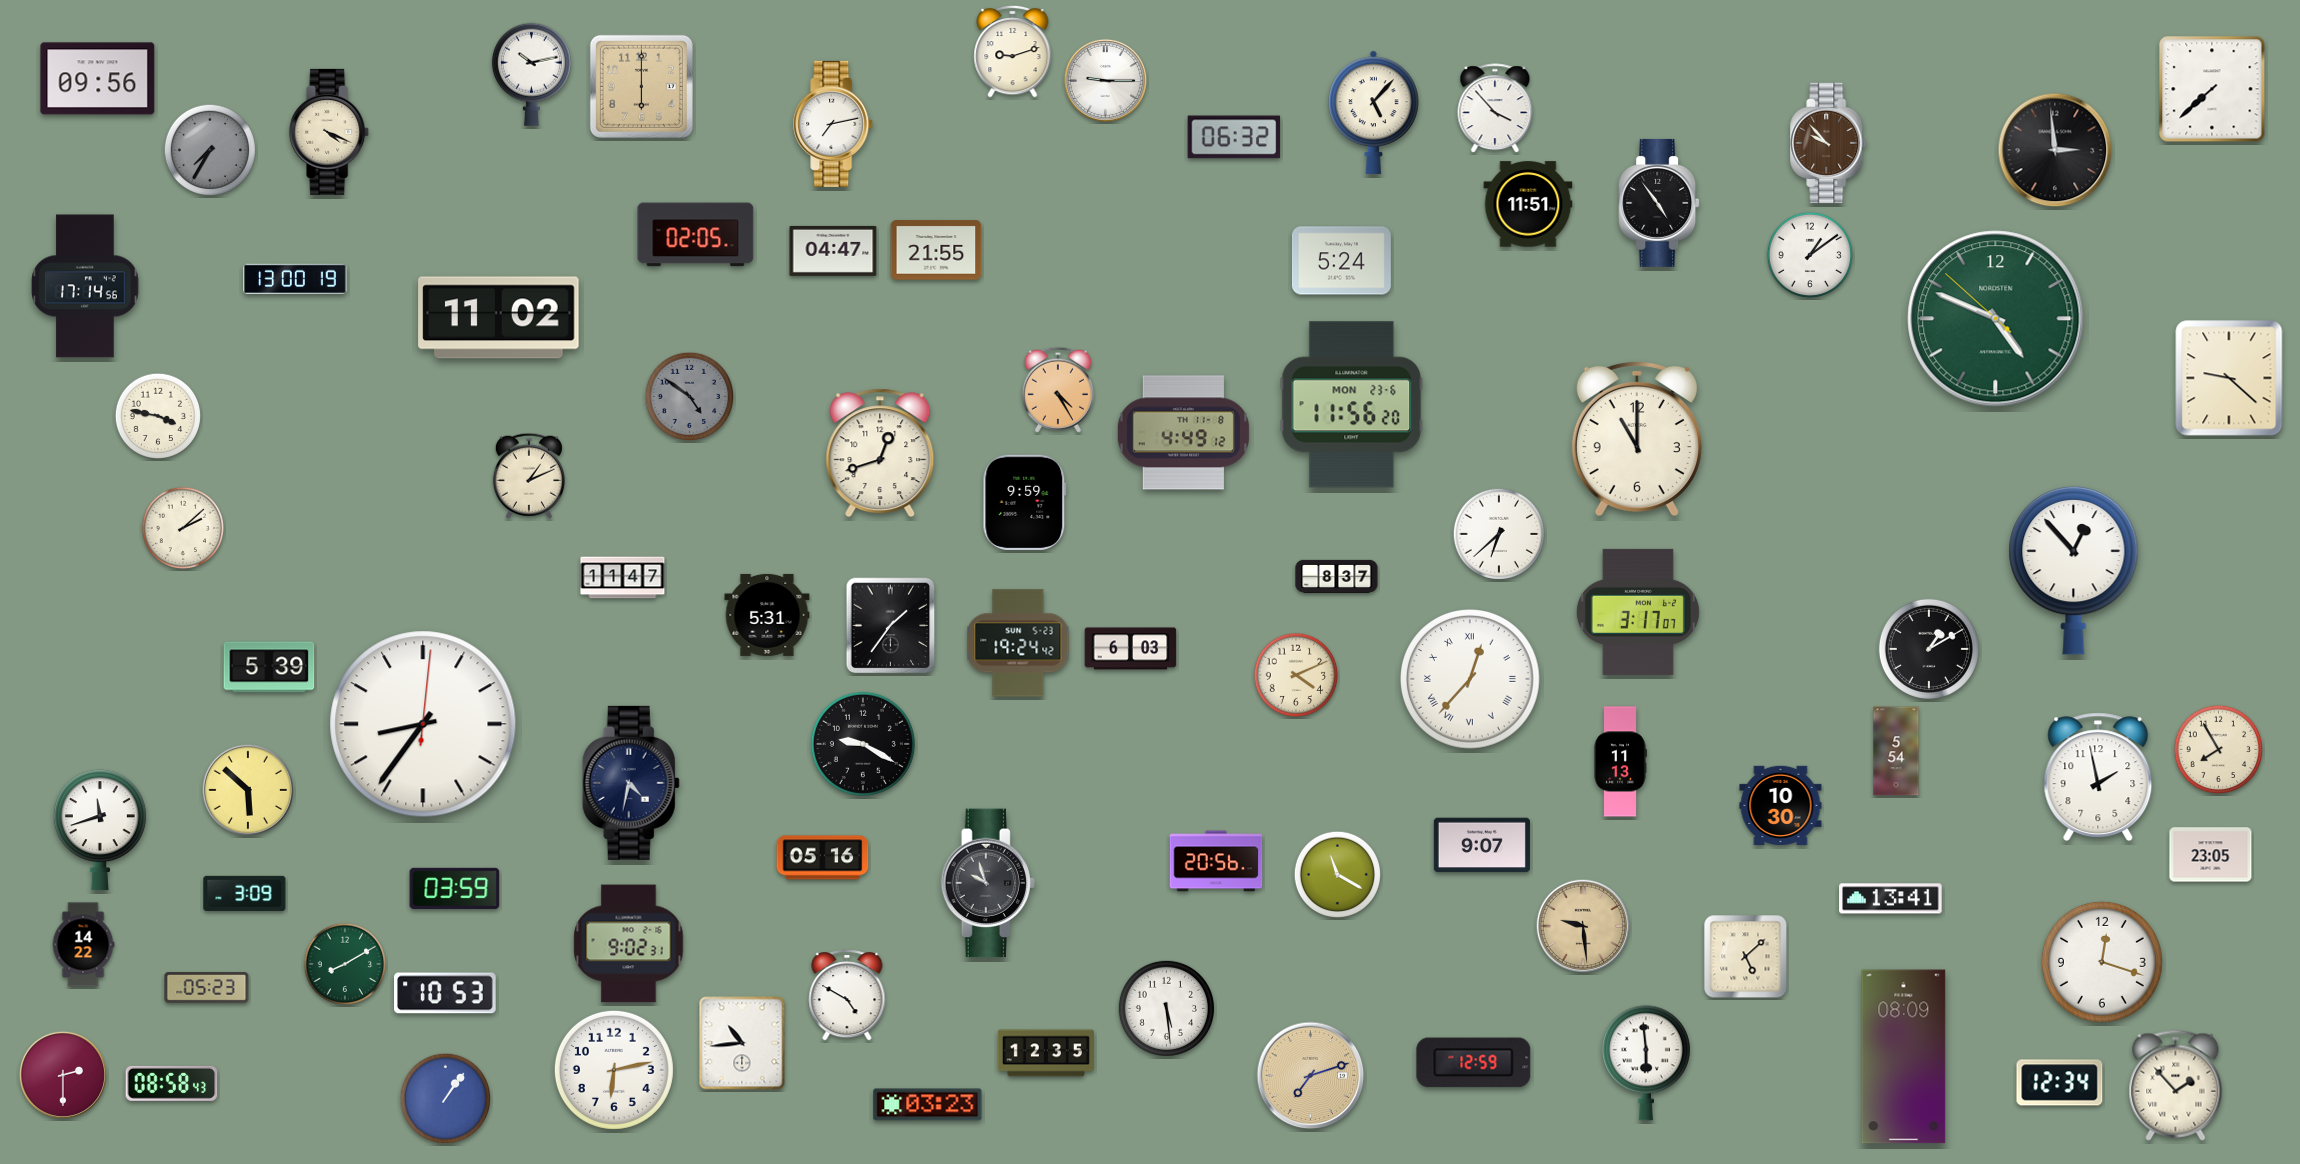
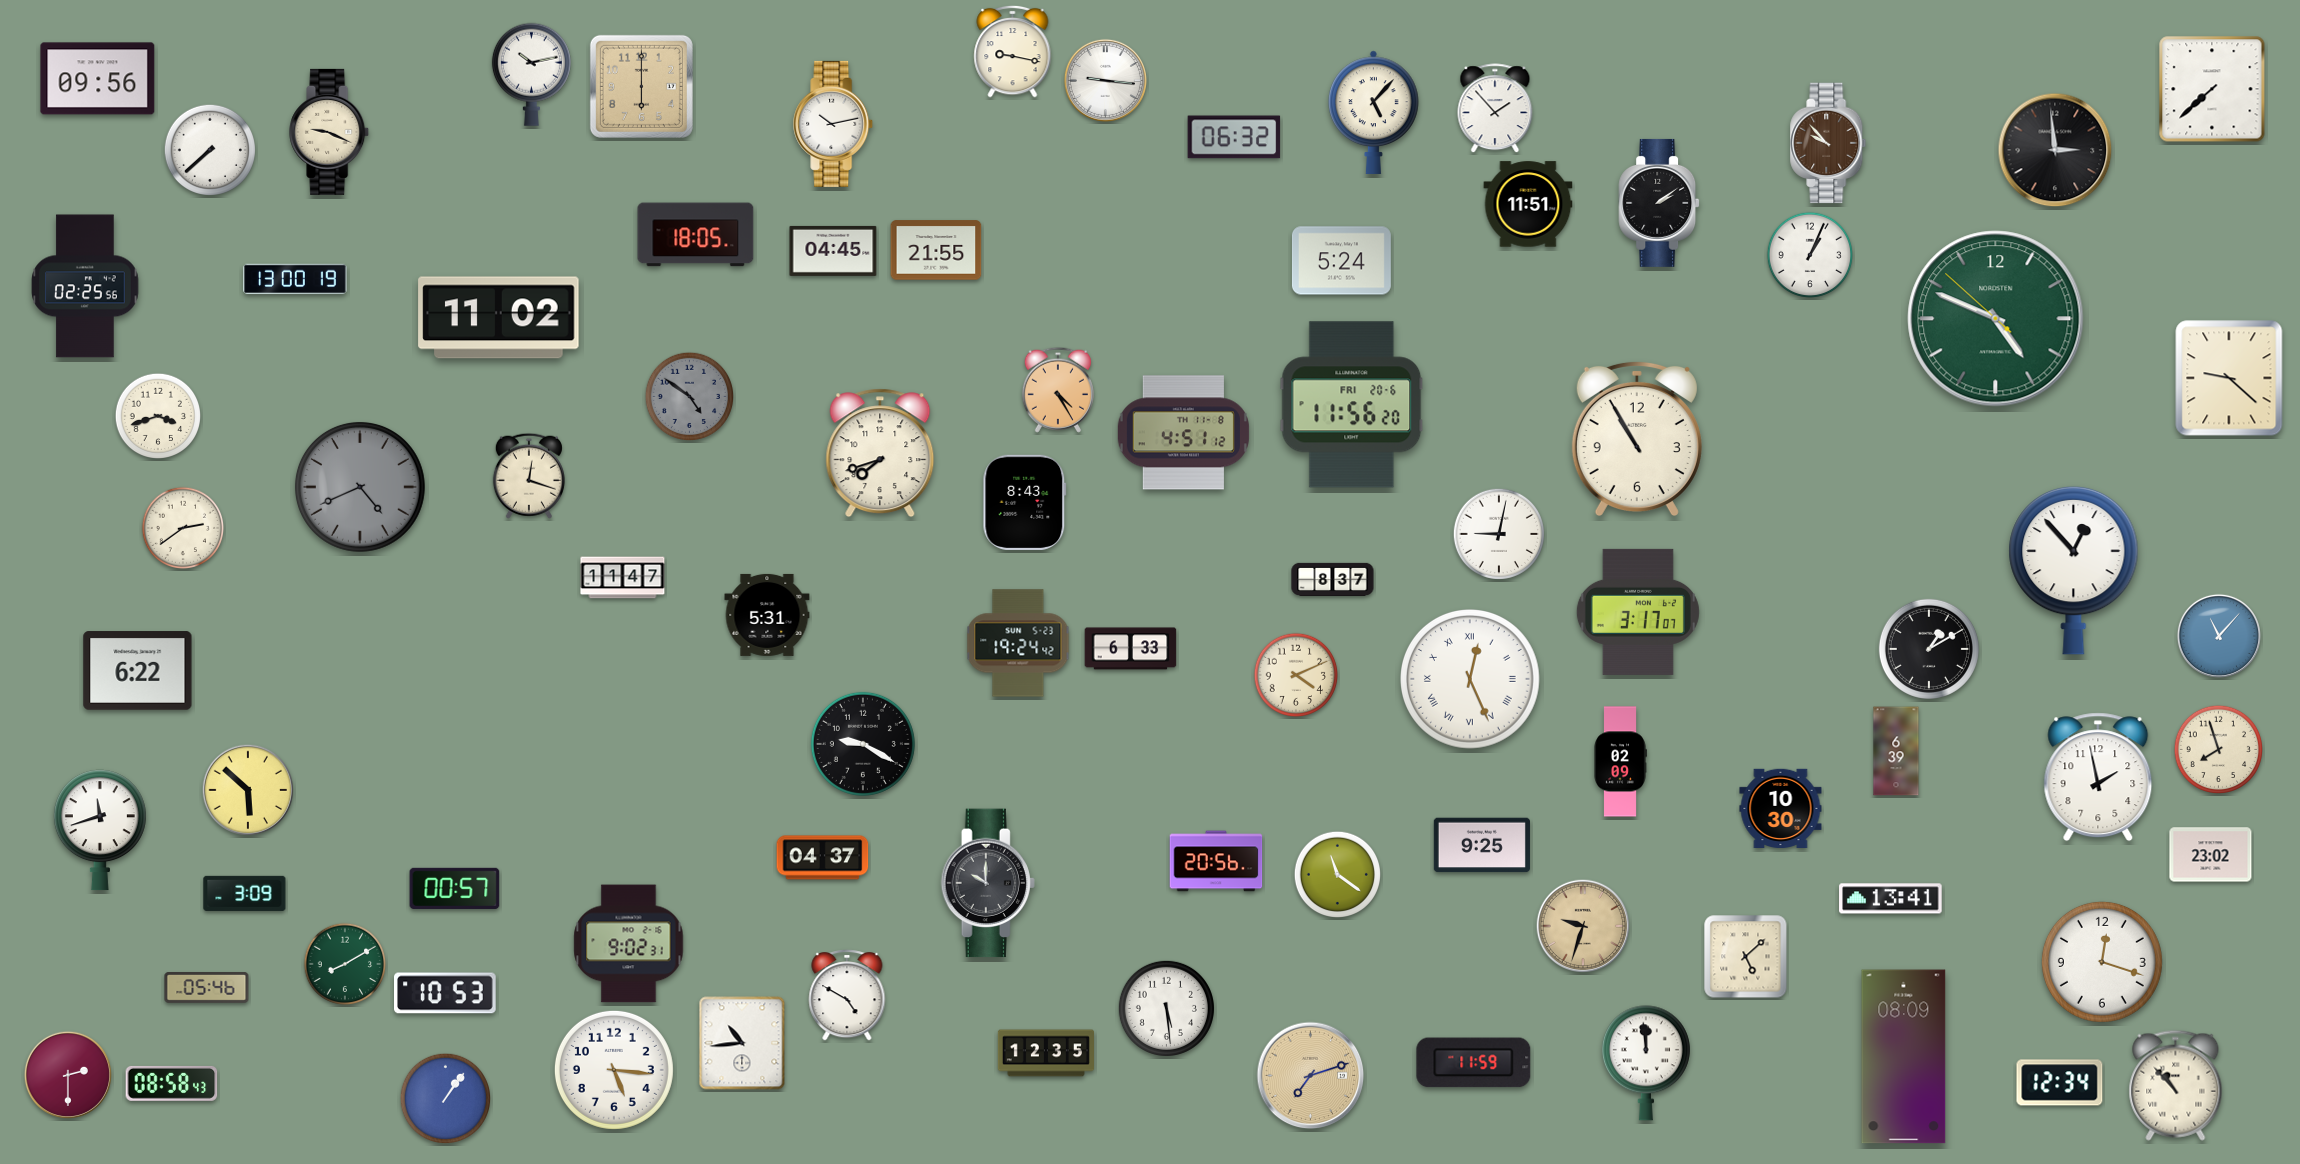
clock at (1013, 51): 9:12 -> 9:17
clock at (1105, 80): 9:15 -> 9:16
clock at (1495, 109): 3:53 -> 1:53
clock at (834, 124): 7:13 -> 10:13
clock at (330, 132): 4:19 -> 9:19
clock at (209, 149): 7:35 -> 7:38
clock at (209, 149) dial: grey -> white
clock at (1659, 203): 4:54 -> 2:09
clock at (696, 235): 02:05 -> 18:05
clock at (833, 251): 04:47 -> 04:45
clock at (1810, 255): 1:09 -> 1:04
clock at (85, 286): 17:14 -> 02:25
clock at (1352, 405) date: MON 23-6 -> FRI 20-6
clock at (158, 416): 3:47 -> 3:42
clock at (1183, 433): 4:49 -> 4:51
clock at (1637, 439): 11:00 -> 10:55
clock at (880, 453): 12:42 -> 7:42
clock at (529, 476): 1:11 -> 12:18
clock at (360, 487): none -> 4:41
clock at (1025, 502): 9:59 -> 8:43
clock at (183, 528): 2:08 -> 2:39
clock at (1498, 533): 6:38 -> 9:02
clock at (1337, 576) position: (1337, 576) -> (1333, 579)
clock at (891, 626): 1:36 -> none
clock at (2219, 636): none -> 11:07
clock at (1131, 649): 6:03 -> 6:33
clock at (269, 667): 5:39 -> none
clock at (138, 671): none -> 6:22
clock at (1471, 680): 12:37 -> 12:26
clock at (423, 724): 8:36 -> none
clock at (2218, 749): 7:55 -> 7:57
clock at (1896, 751): 5:54 -> 6:39
clock at (1621, 762): 11:13 -> 02:09
clock at (631, 783): 4:32 -> none
clock at (1781, 805) position: (1781, 805) -> (1781, 808)
clock at (1482, 845): 9:07 -> 9:25
clock at (2211, 855): 23:05 -> 23:02
clock at (823, 858): 05:16 -> 04:37
clock at (1337, 874): 11:20 -> 11:21
clock at (988, 883): 9:57 -> 10:00
clock at (455, 888): 03:59 -> 00:57
clock at (1582, 925): 9:29 -> 9:33
clock at (83, 945): 14:22 -> none
clock at (207, 988): 05:23 -> 05:46
clock at (1474, 1063): 12:59 -> 11:59
clock at (1646, 1063): 5:59 -> 11:59
clock at (614, 1070): 6:13 -> 5:16
clock at (63, 1075) position: (63, 1075) -> (68, 1075)
clock at (2176, 1085): 1:53 -> 10:53
clock at (928, 1105): 03:23 -> none
